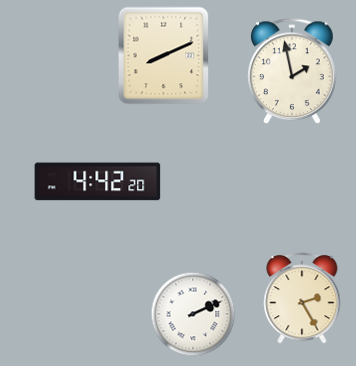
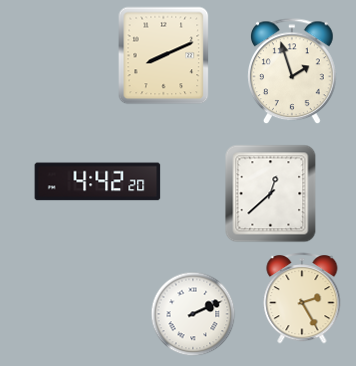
clock at (293, 72): 1:58 -> 1:57
clock at (271, 194): none -> 12:38
